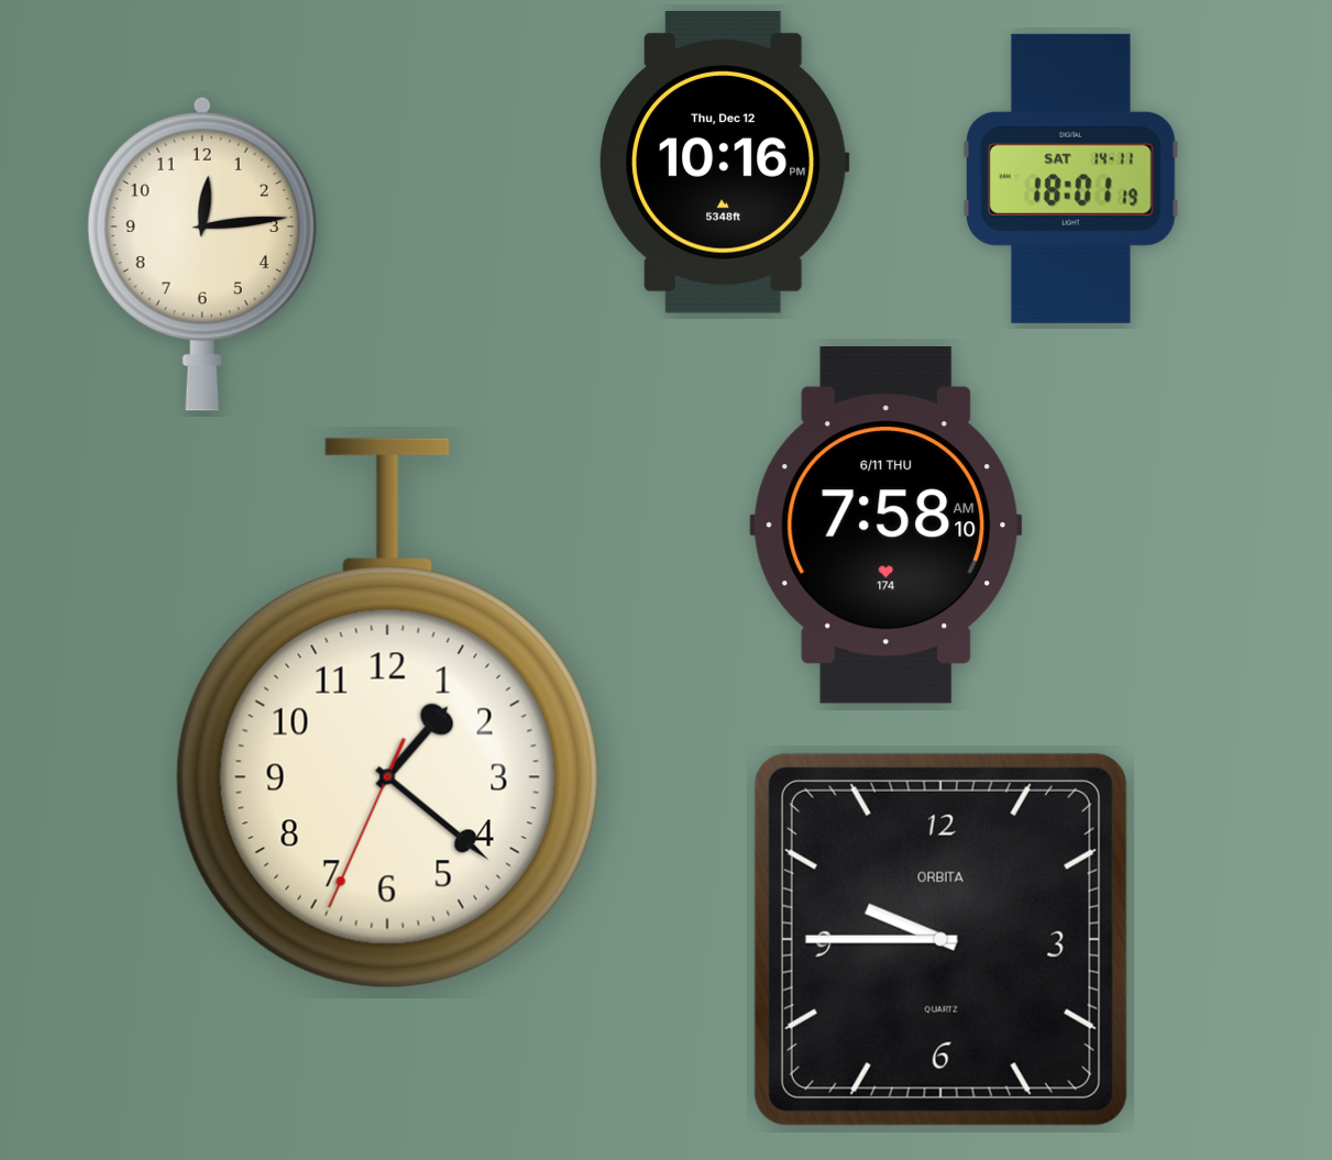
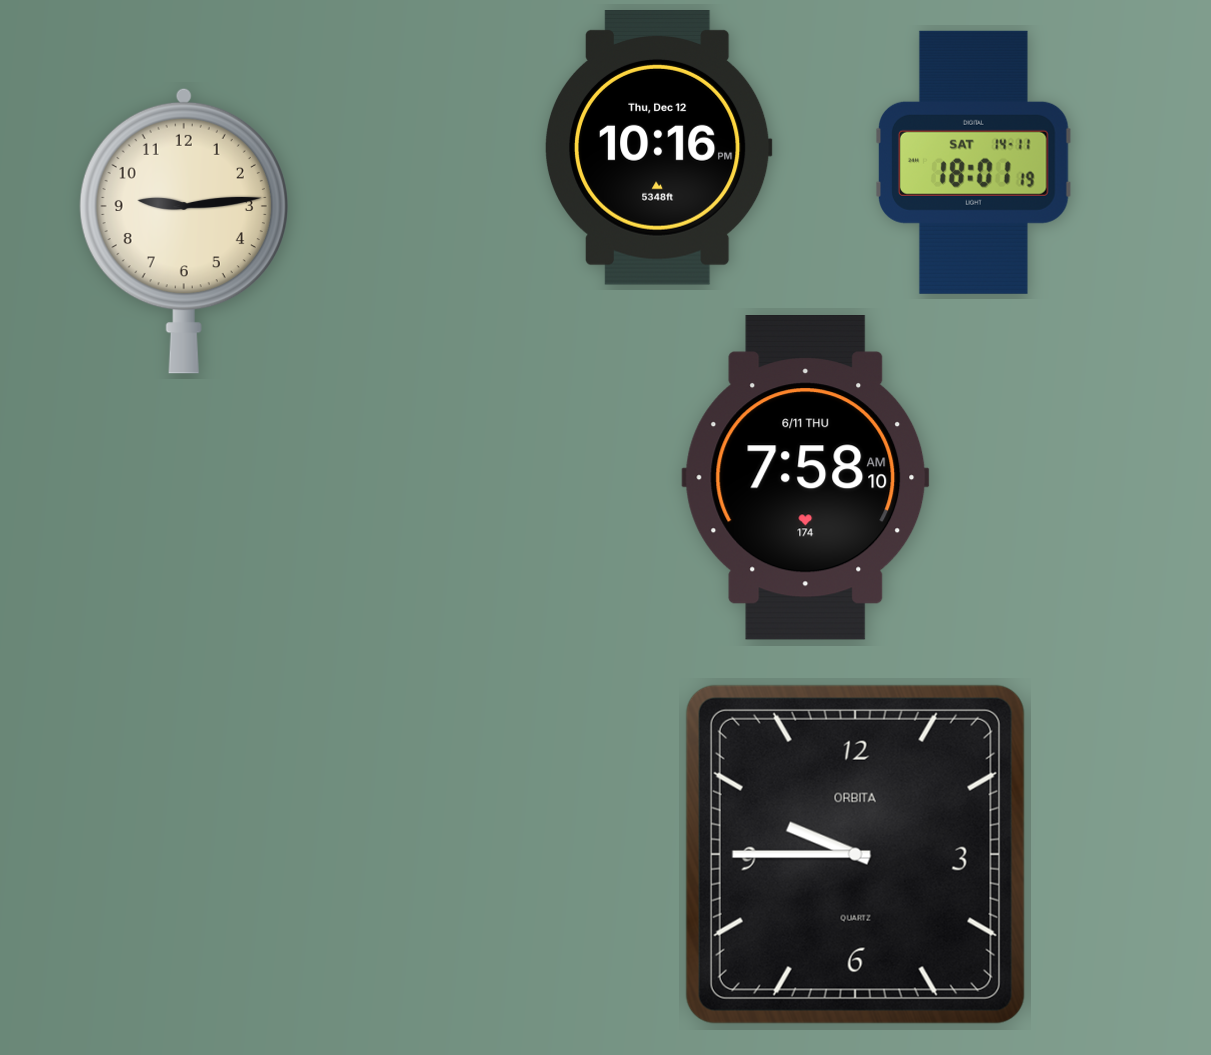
clock at (202, 254): 12:14 -> 9:14
clock at (387, 714): 1:21 -> none
